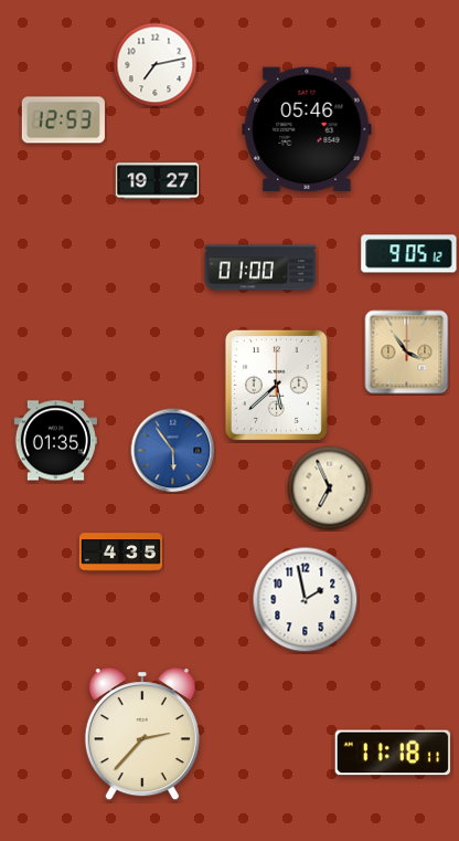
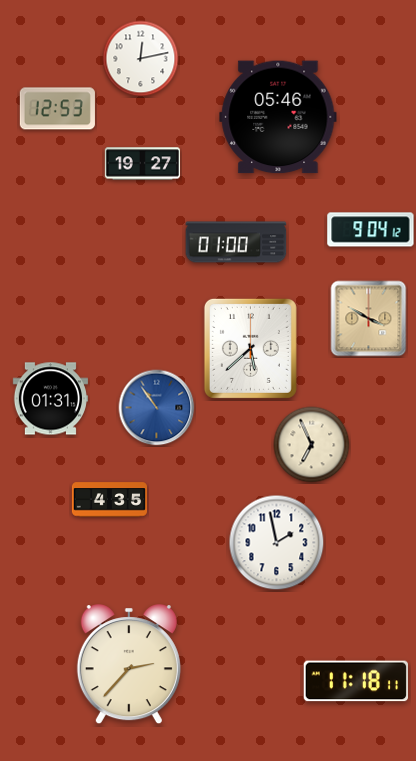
clock at (156, 65): 7:13 -> 12:13
clock at (409, 254): 9:05 -> 9:04
clock at (407, 353): 3:54 -> 3:50
clock at (55, 441): 01:35 -> 01:31
clock at (173, 451): 5:54 -> 10:54
clock at (330, 488) position: (330, 488) -> (312, 445)
